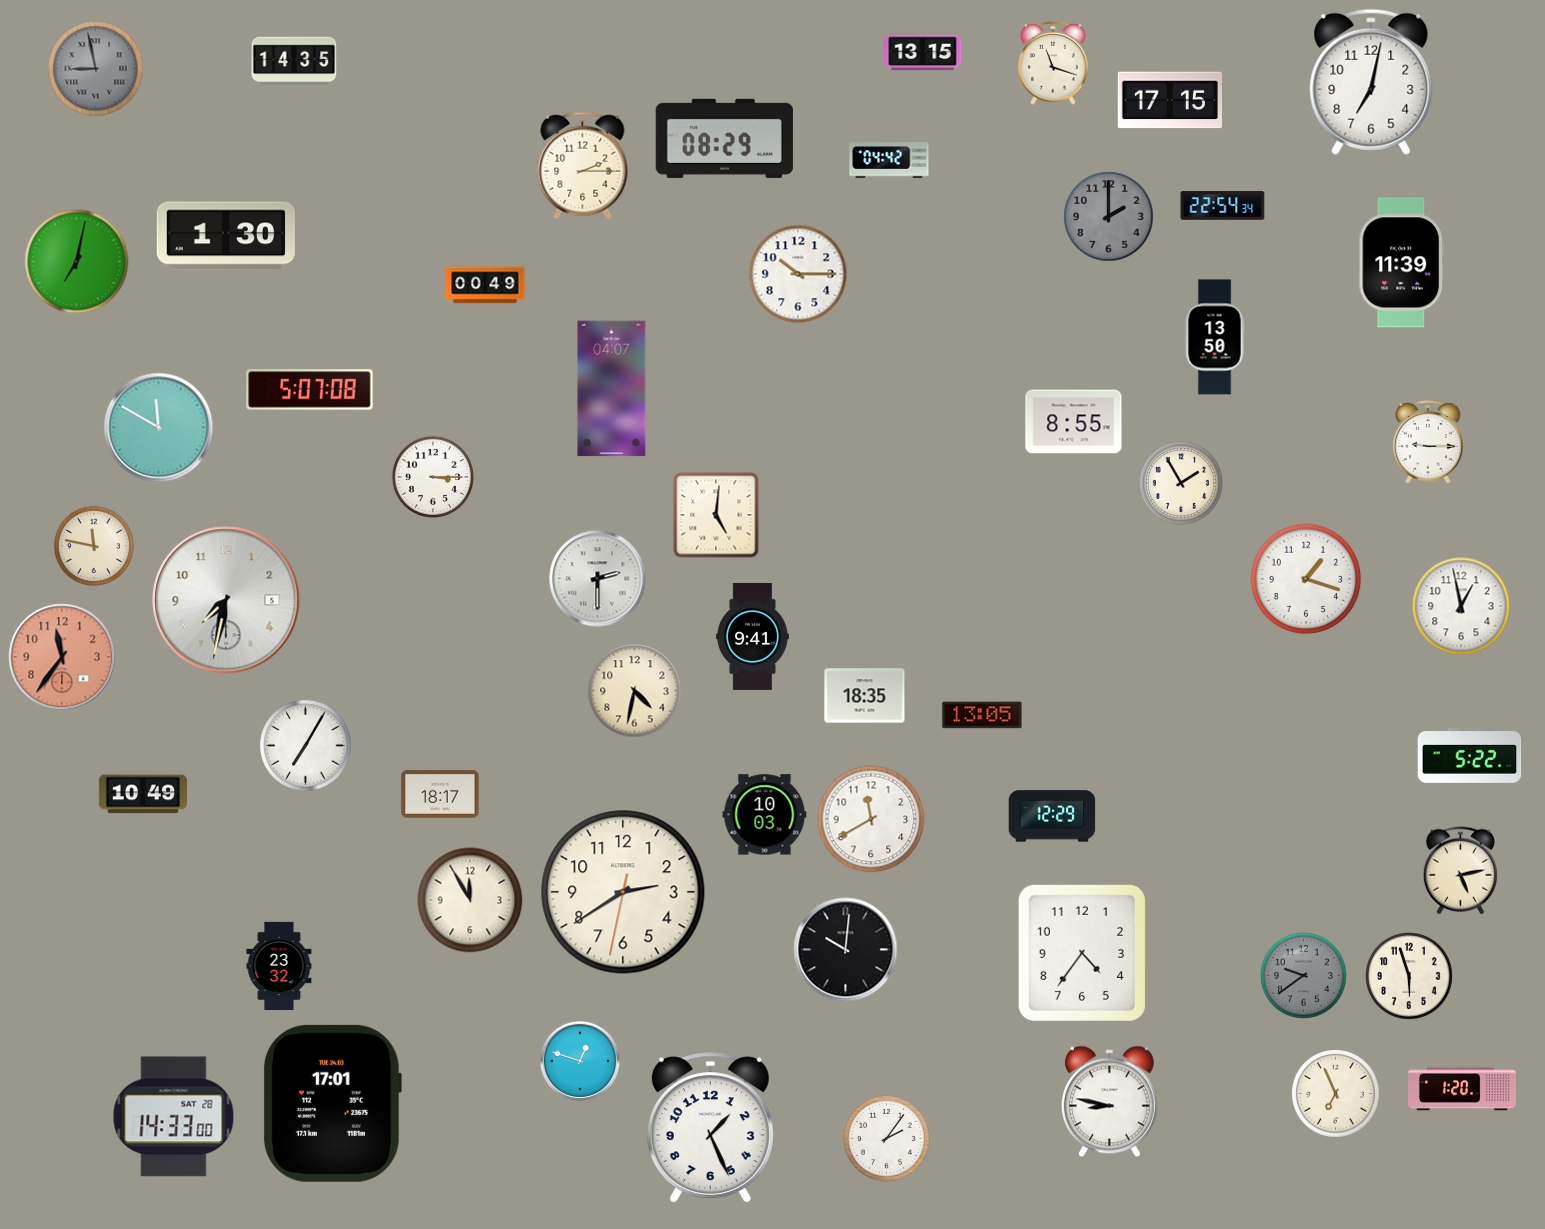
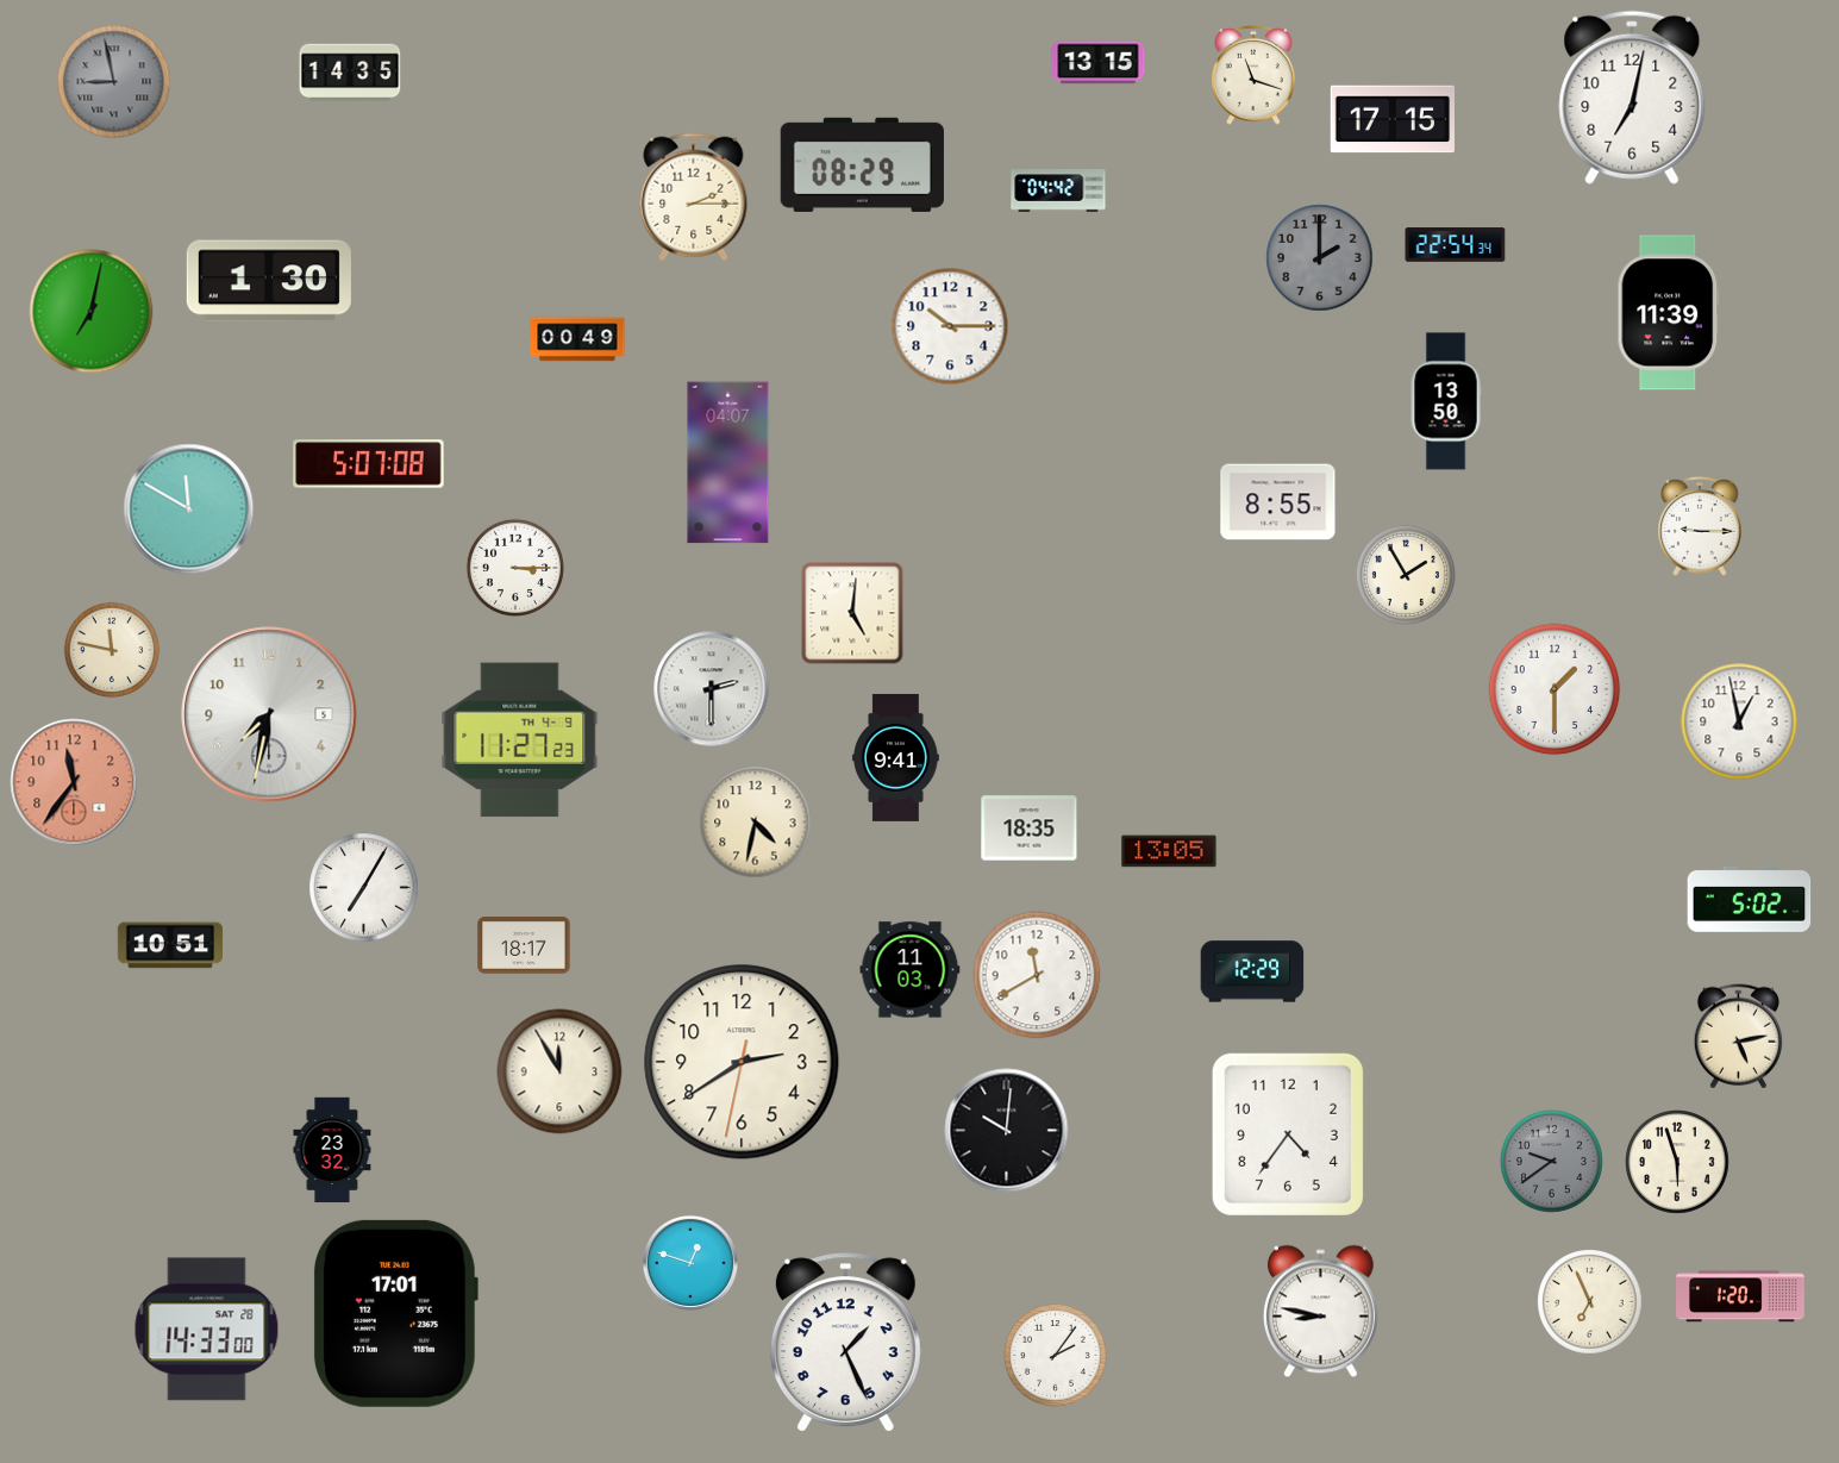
clock at (1306, 579): 1:18 -> 1:30
clock at (520, 740): none -> 11:27
clock at (1470, 755): 5:22 -> 5:02
clock at (143, 794): 10:49 -> 10:51
clock at (765, 815): 10:03 -> 11:03
